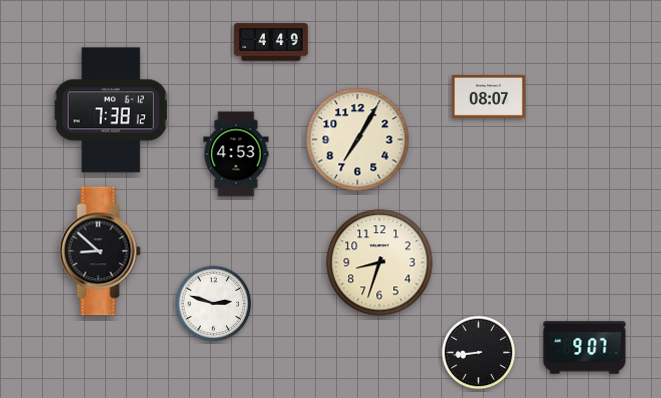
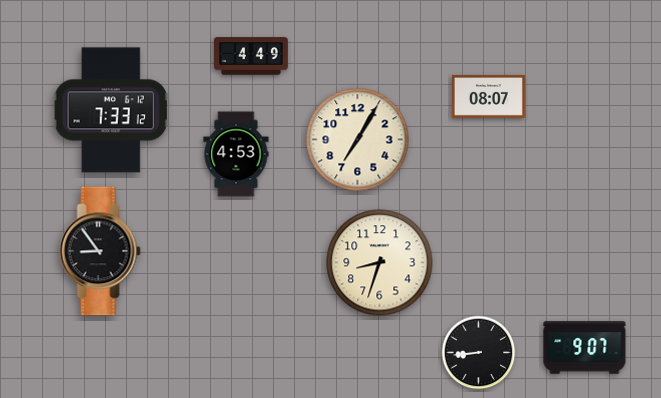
clock at (271, 42) position: (271, 42) -> (251, 56)
clock at (111, 110): 7:38 -> 7:33
clock at (100, 251): 8:52 -> 8:54
clock at (214, 304): 2:48 -> none
